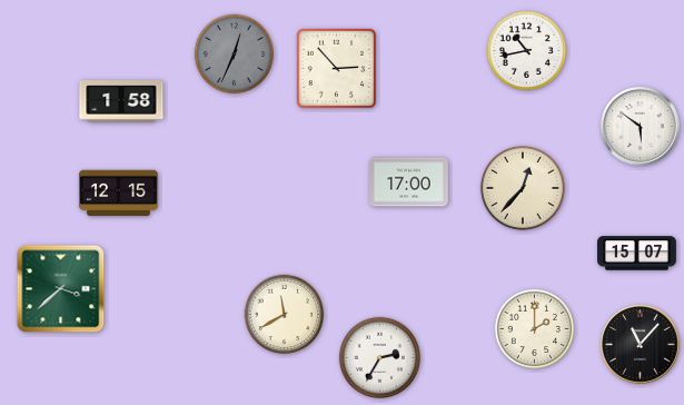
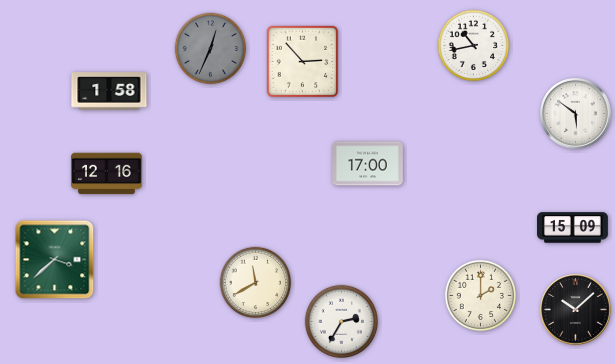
clock at (523, 188): 12:37 -> none
clock at (119, 194): 12:15 -> 12:16
clock at (637, 254): 15:07 -> 15:09
clock at (641, 345): 11:07 -> 10:08
